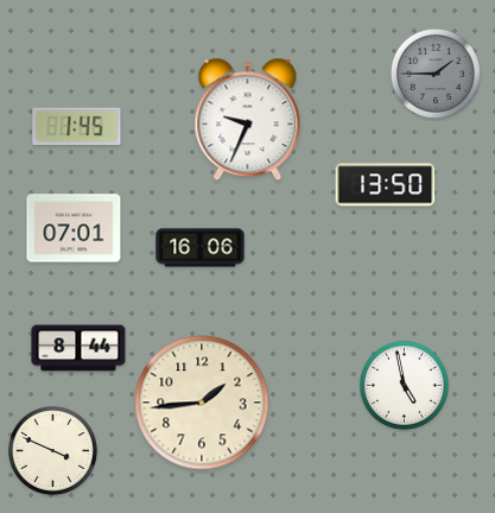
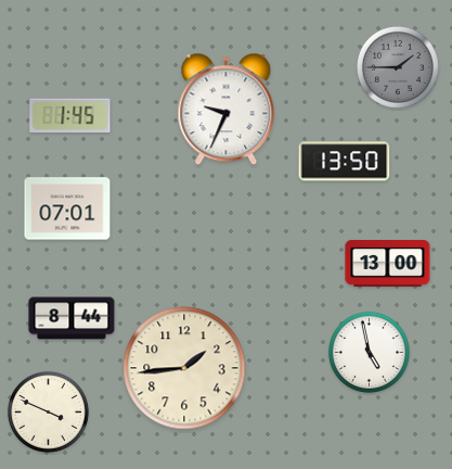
clock at (386, 185) position: (386, 185) -> (345, 162)
clock at (201, 248): 16:06 -> none
clock at (388, 264): none -> 13:00
